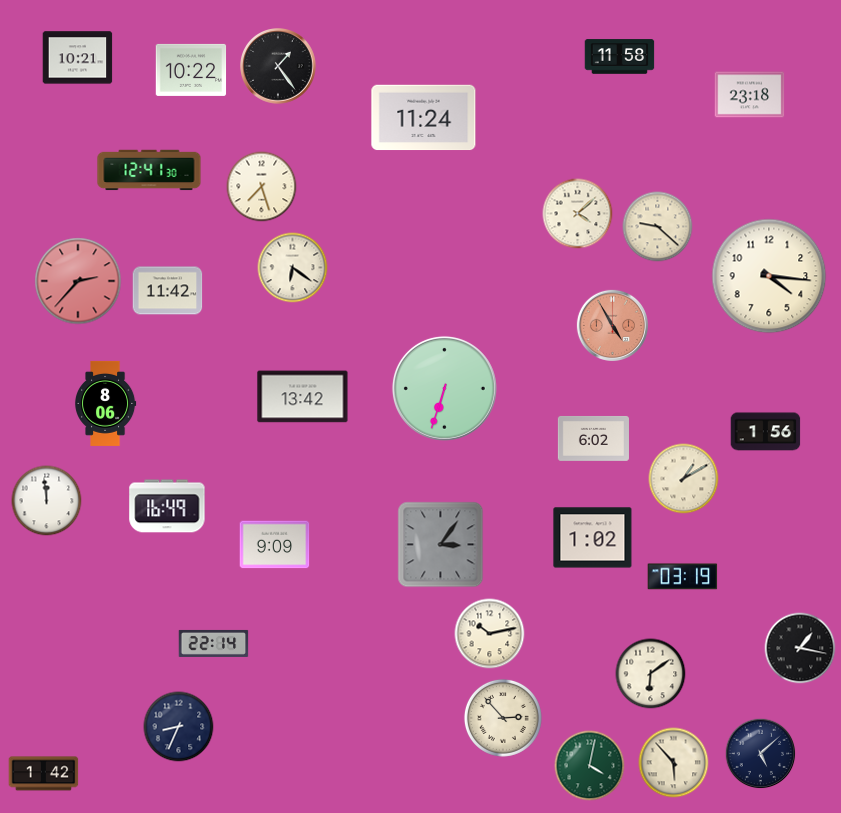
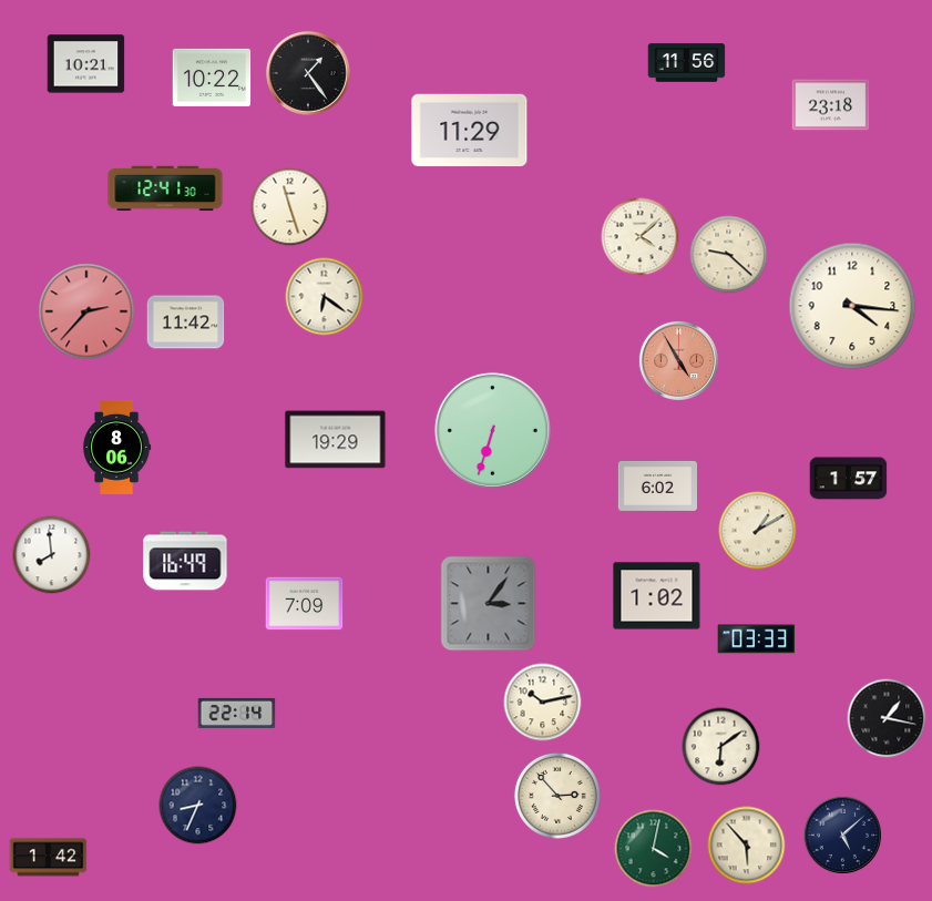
clock at (620, 57): 11:58 -> 11:56
clock at (424, 118): 11:24 -> 11:29
clock at (262, 187): 7:27 -> 11:27
clock at (658, 227) position: (658, 227) -> (729, 255)
clock at (303, 397): 13:42 -> 19:29
clock at (766, 432): 1:56 -> 1:57
clock at (47, 501): 11:59 -> 7:59
clock at (275, 545): 9:09 -> 7:09
clock at (683, 577): 03:19 -> 03:33
